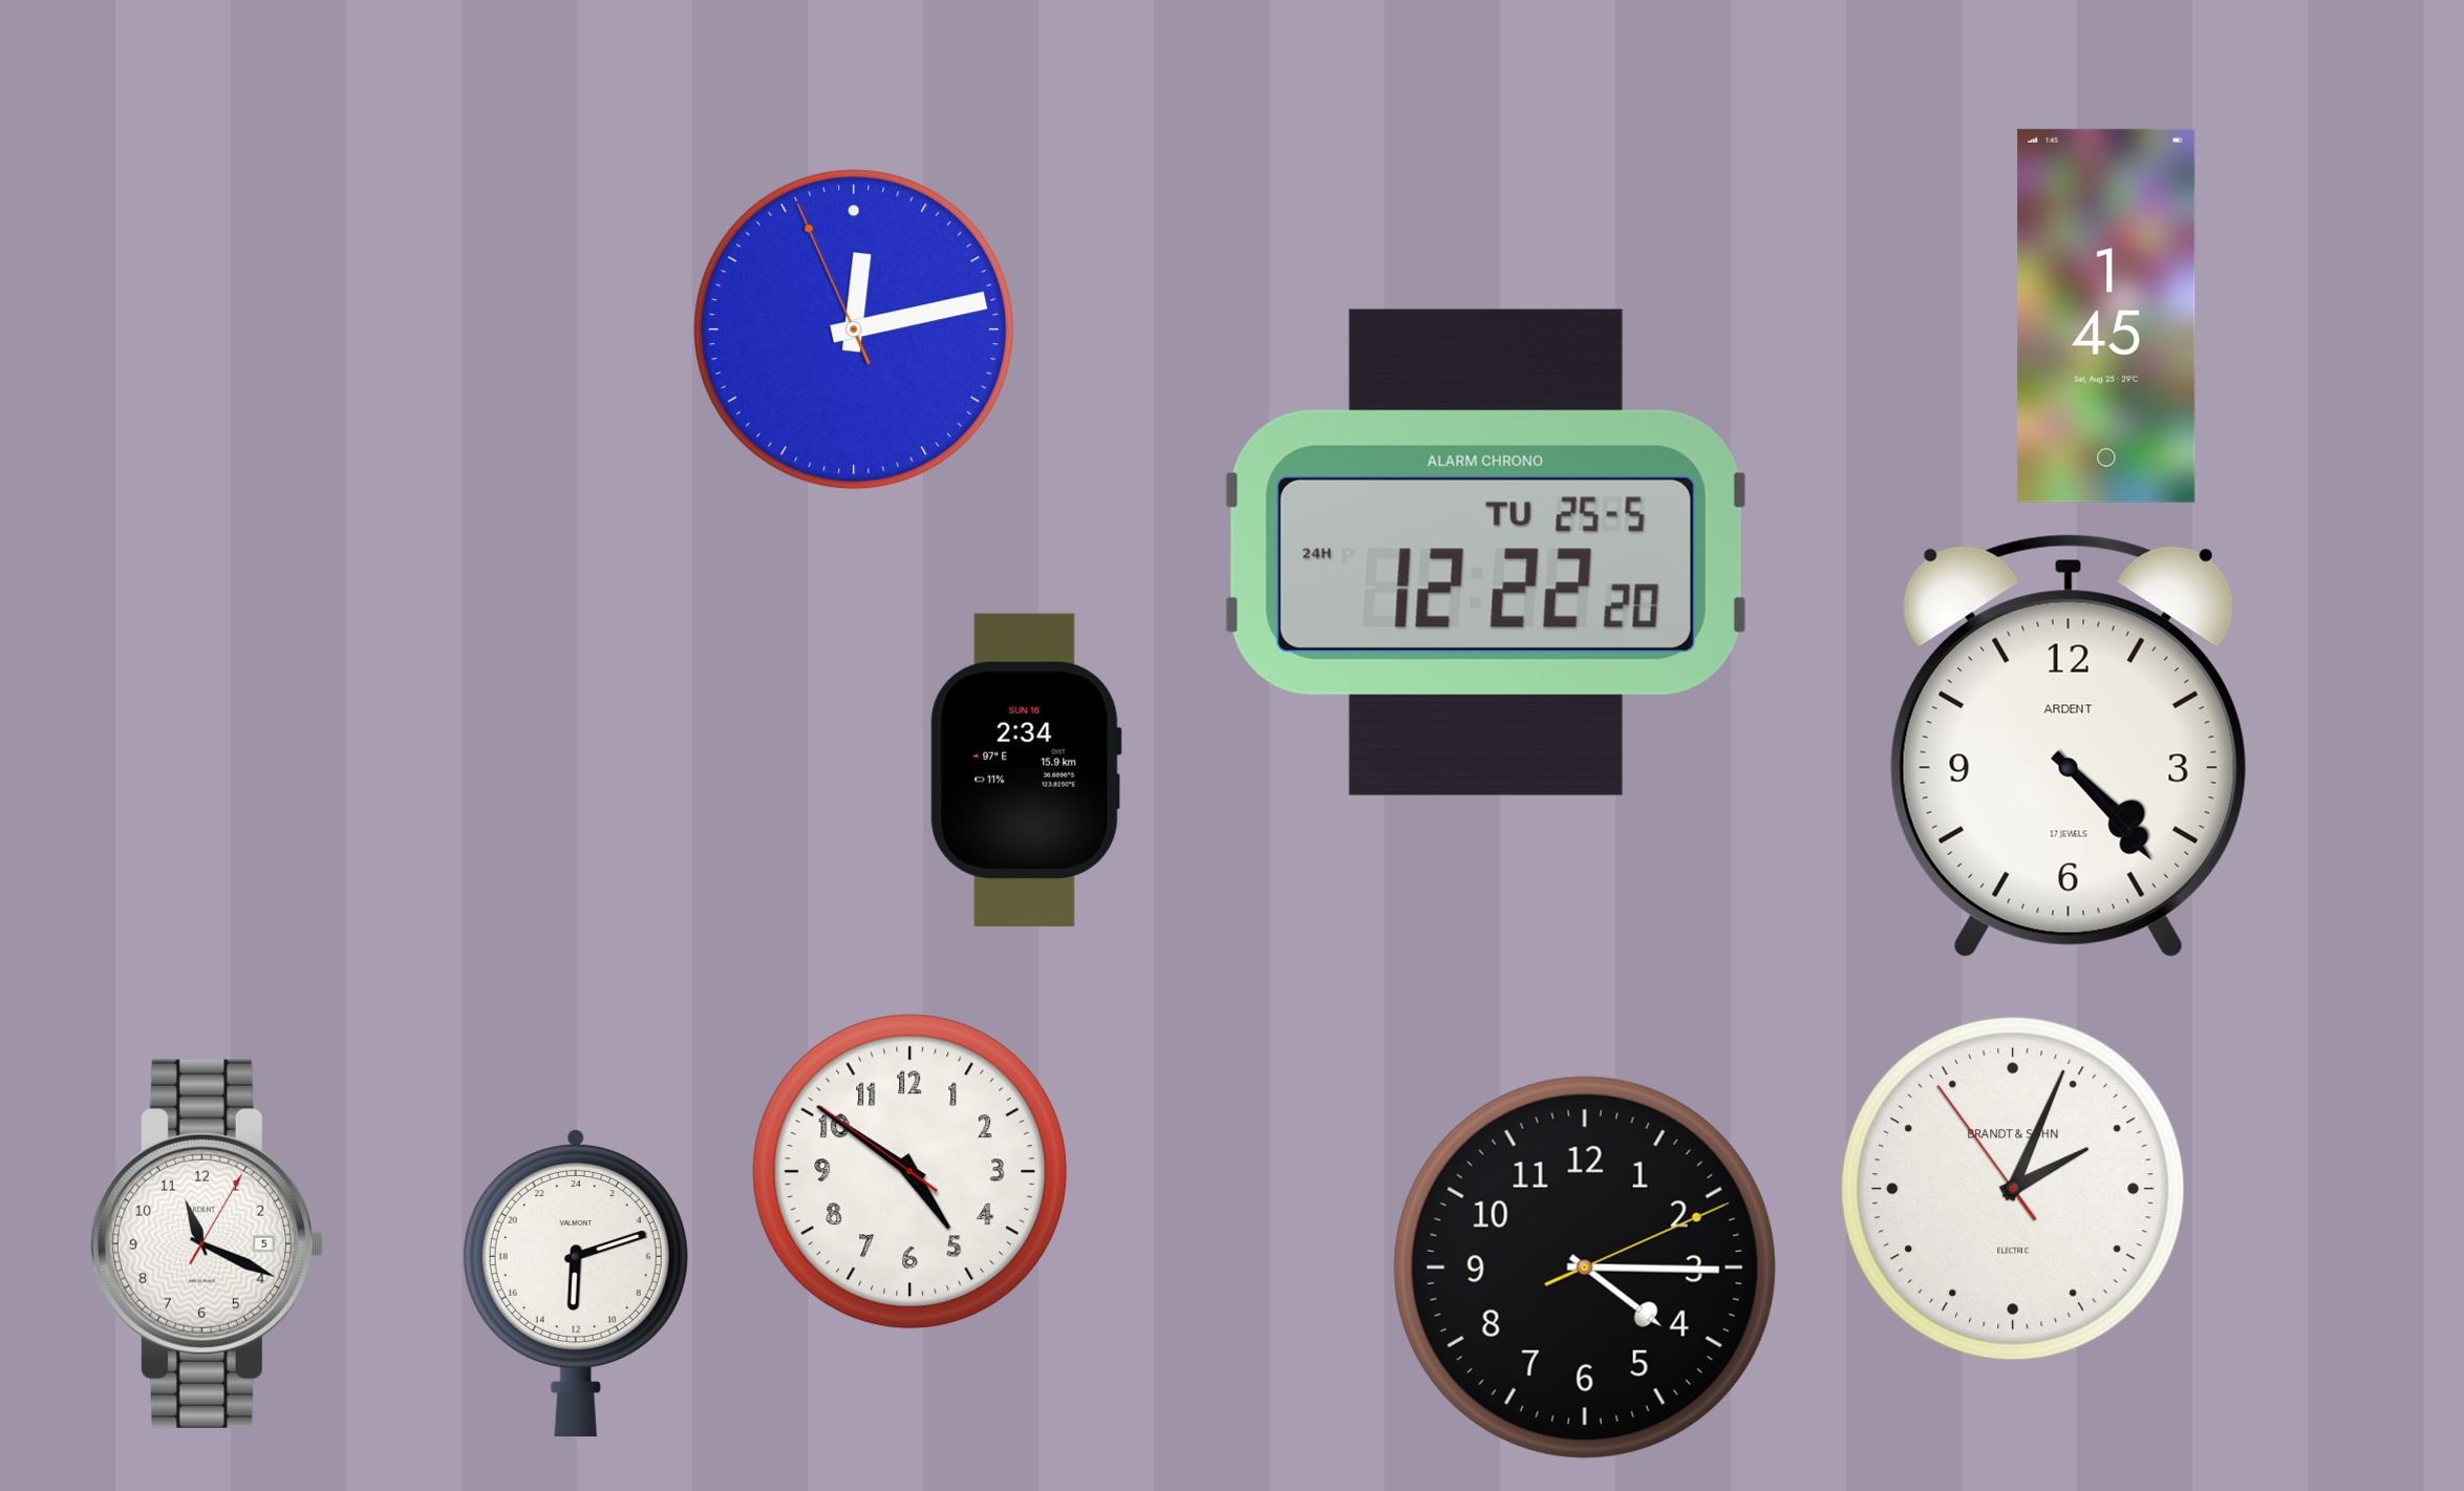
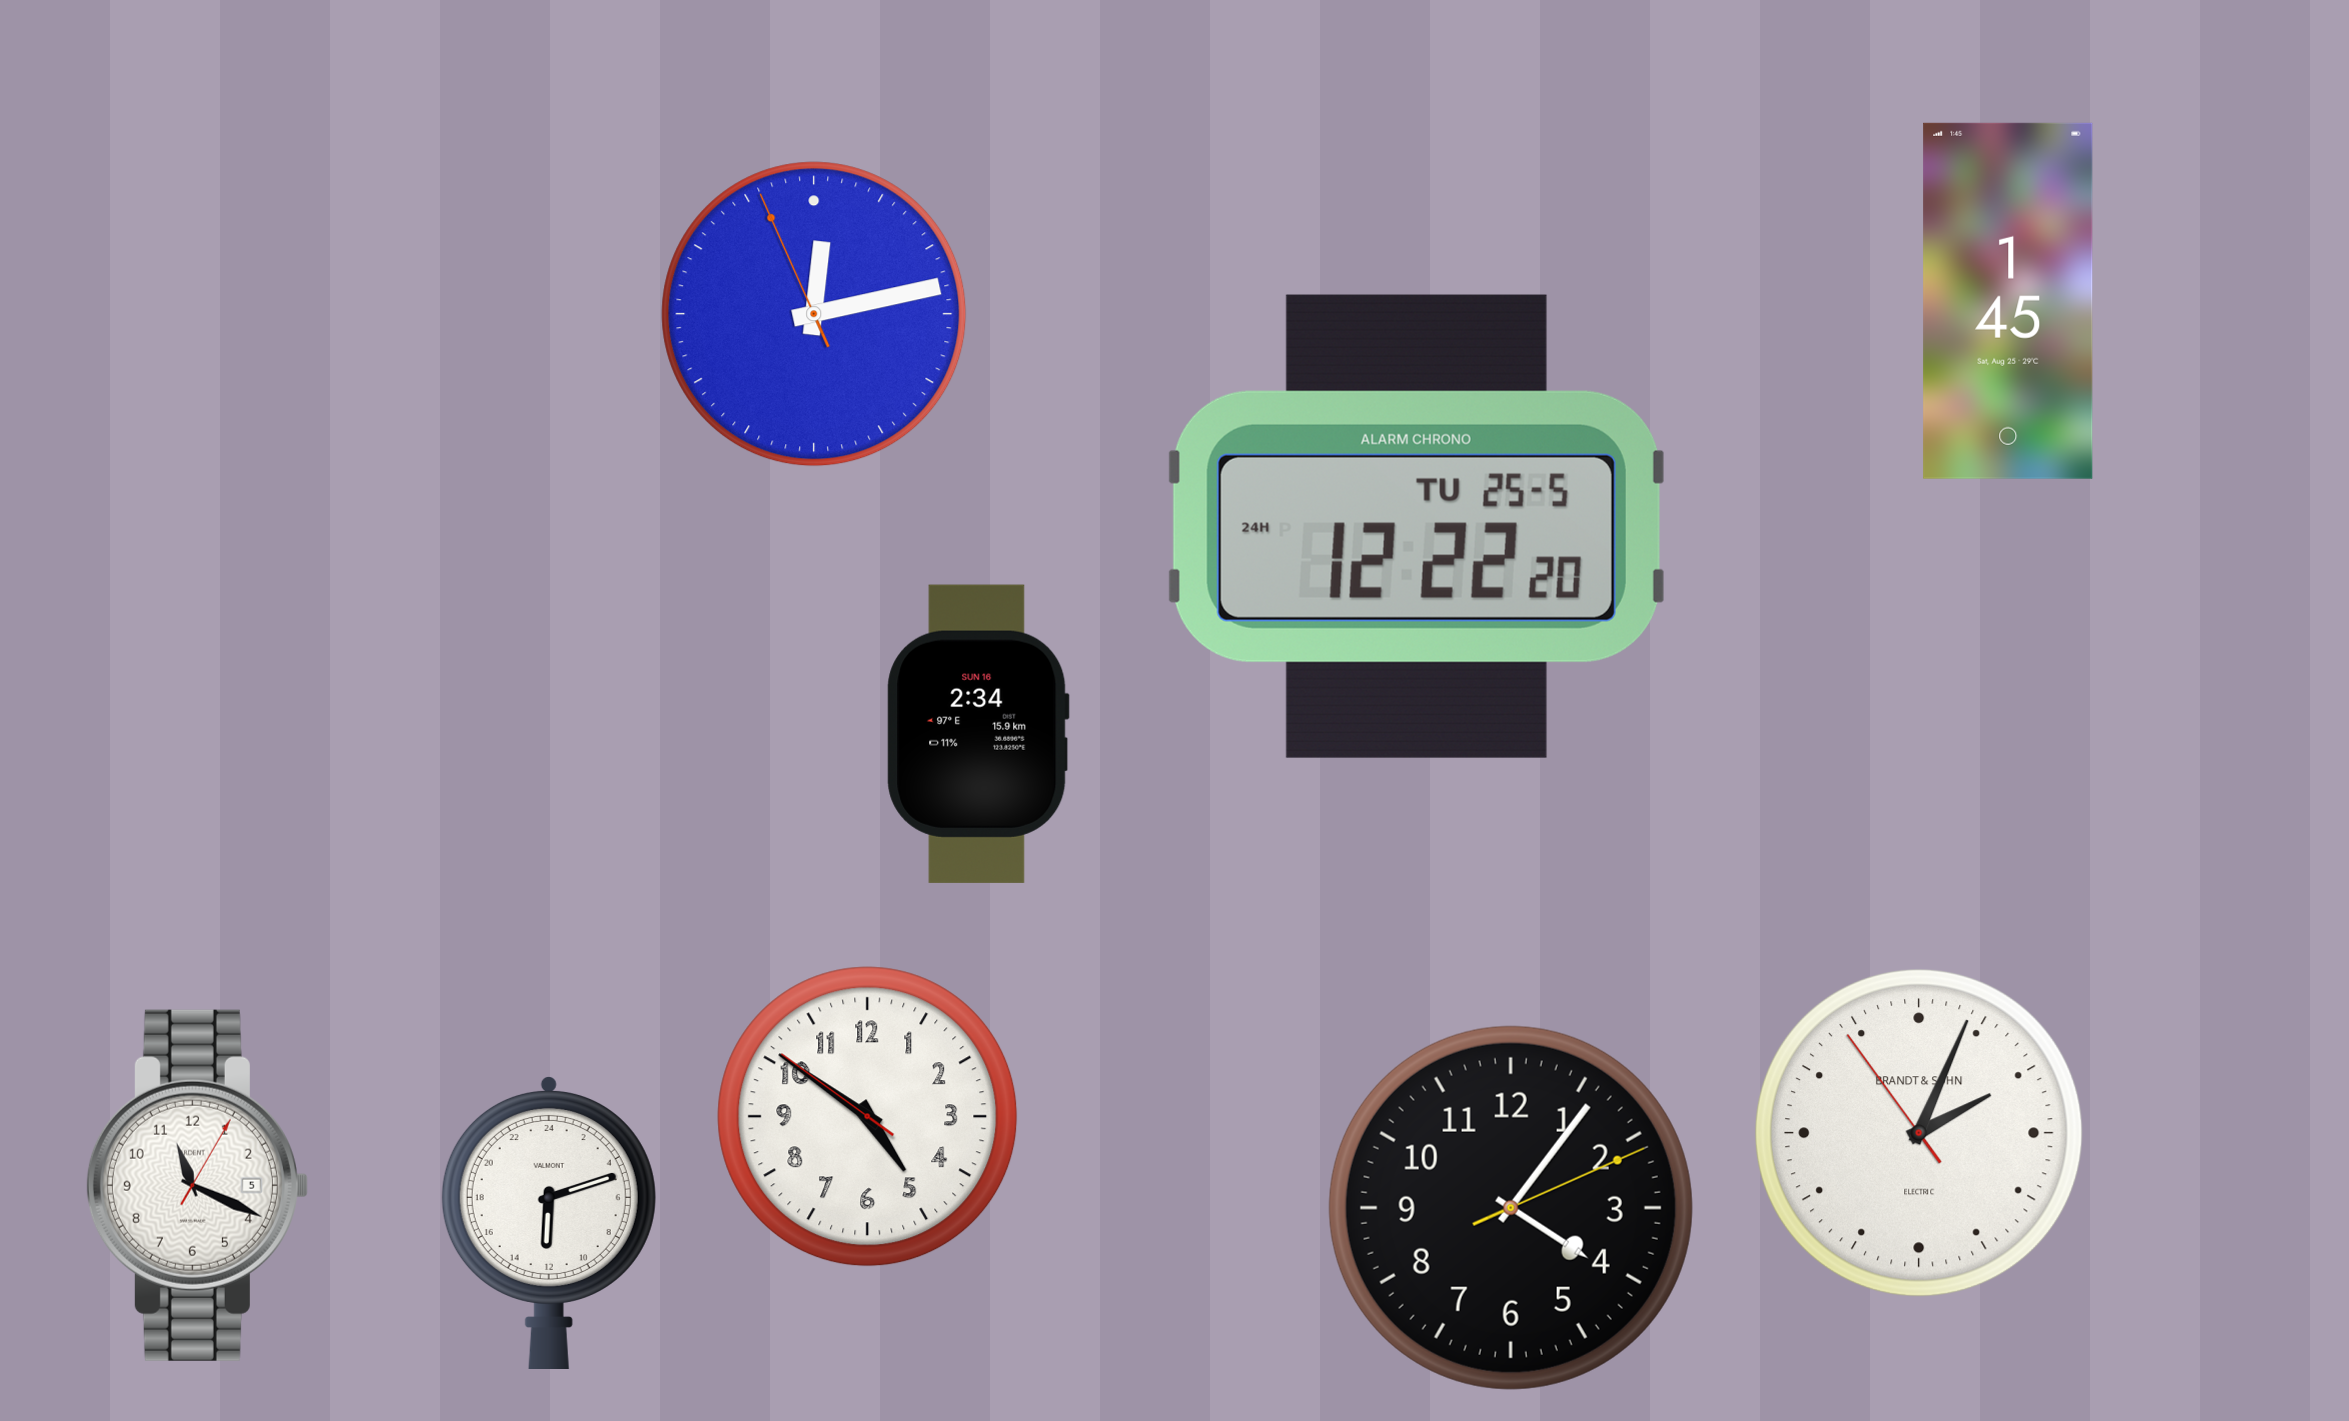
clock at (2069, 746): 4:23 -> none
clock at (1585, 1268): 4:15 -> 4:06
